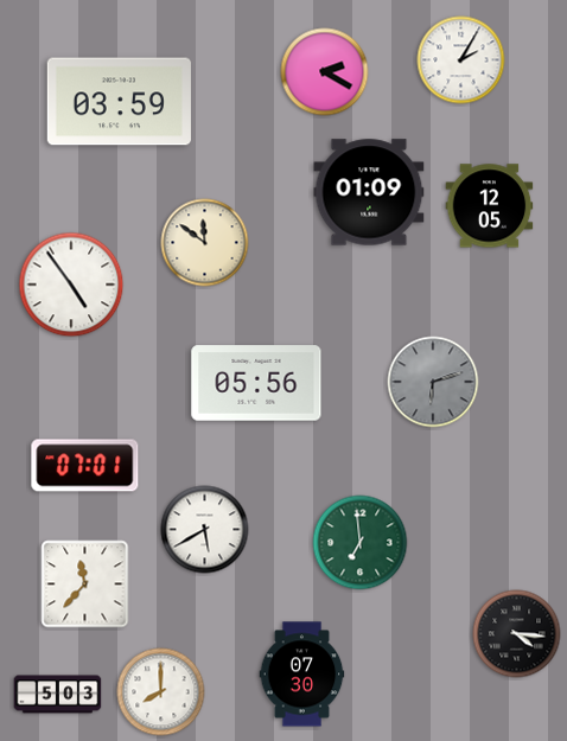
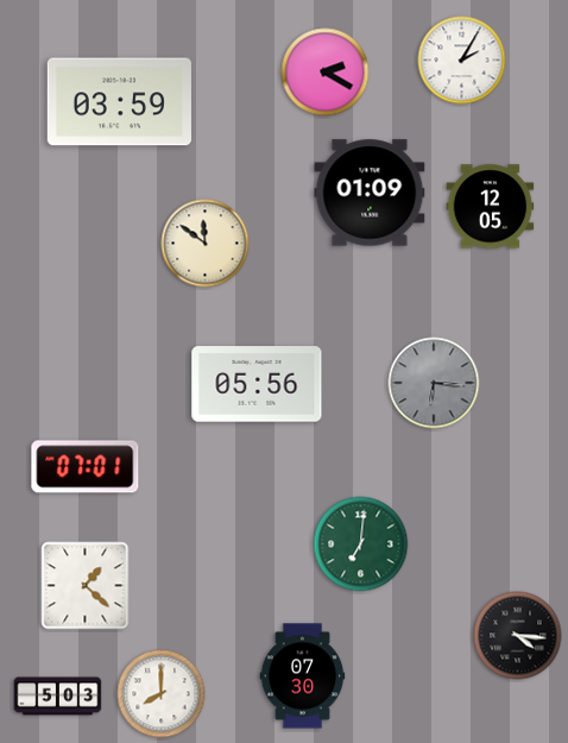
clock at (71, 285): 4:54 -> none
clock at (433, 382): 6:12 -> 6:16
clock at (205, 530): 5:40 -> none
clock at (361, 543): 6:59 -> 7:01
clock at (85, 585): 11:37 -> 1:22
